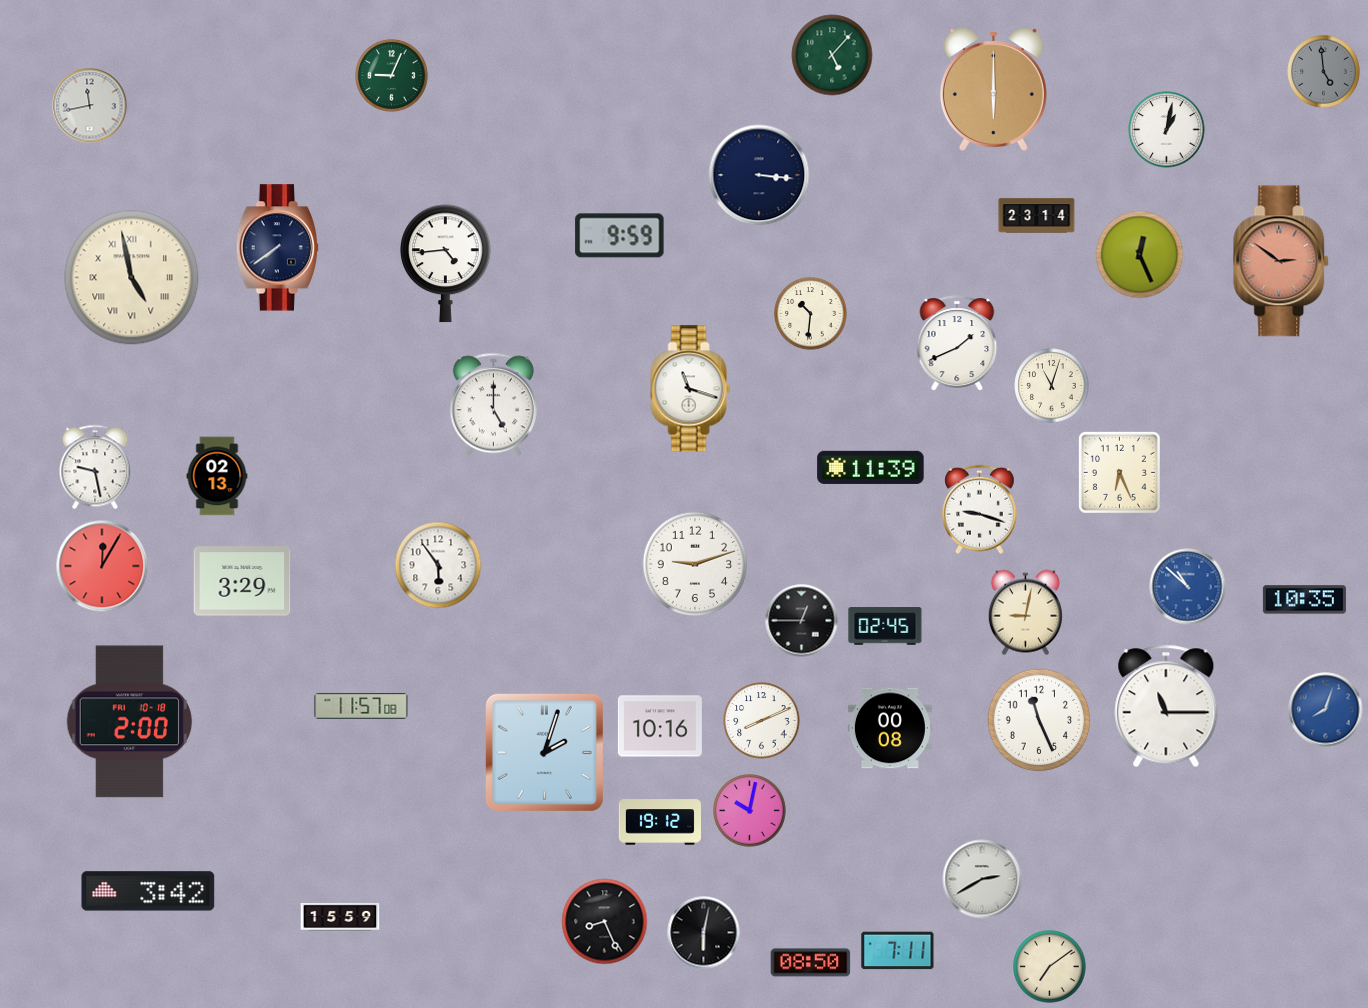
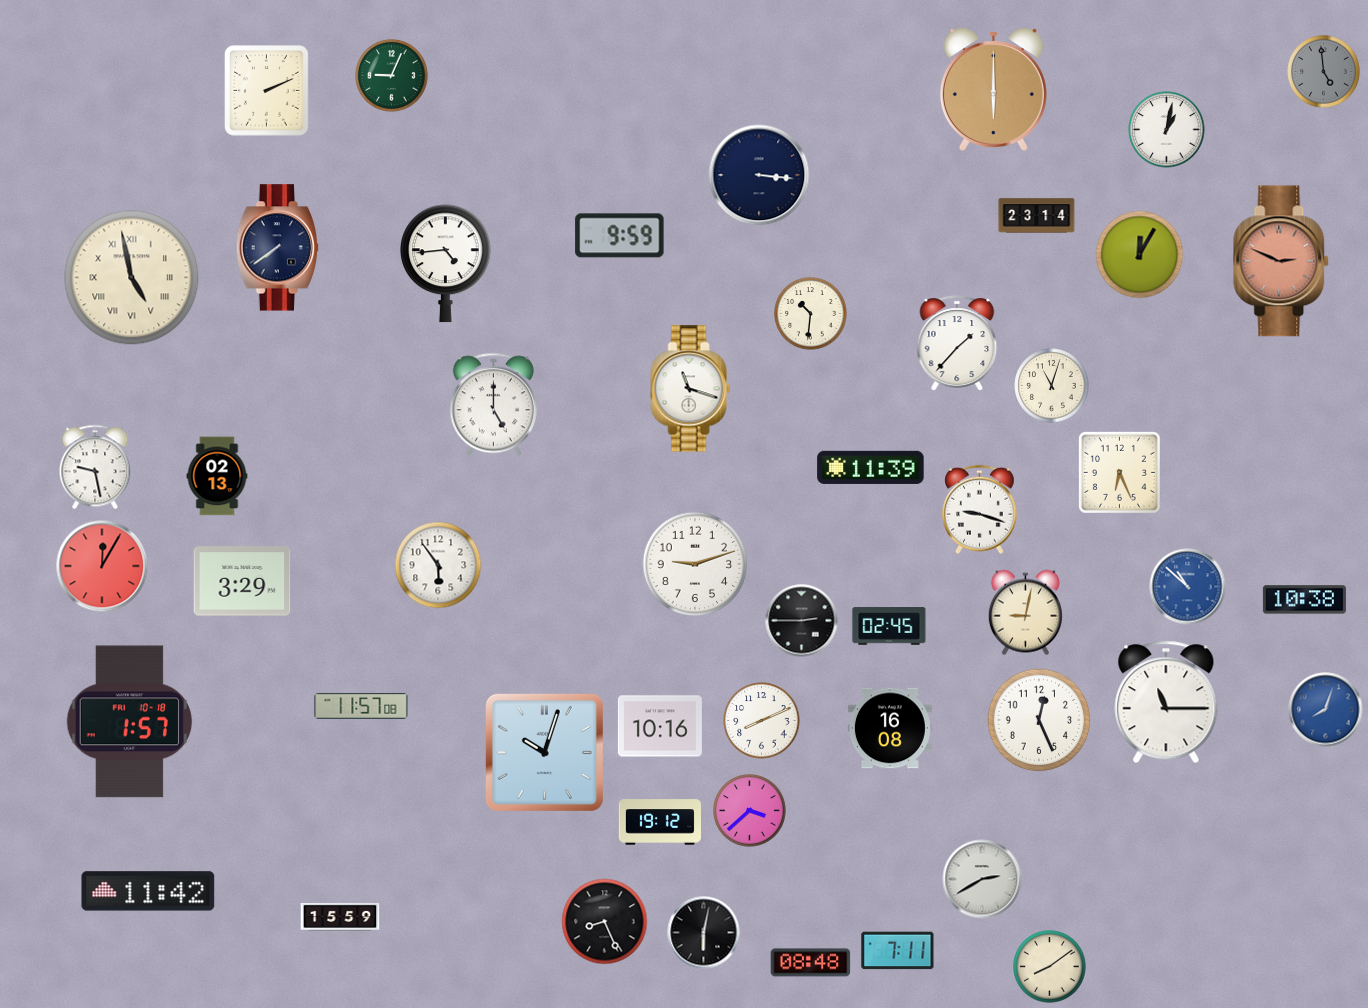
clock at (832, 55): 5:07 -> none
clock at (267, 91): none -> 2:11
clock at (90, 106): 11:43 -> none
clock at (1140, 255): 12:26 -> 12:05
clock at (1282, 261): 2:51 -> 2:49
clock at (957, 343): 1:41 -> 1:37
clock at (1304, 600): 10:35 -> 10:38
clock at (802, 621): 12:45 -> 2:45
clock at (885, 626) position: (885, 626) -> (889, 626)
clock at (1166, 706) position: (1166, 706) -> (1166, 702)
clock at (1039, 720): 11:26 -> 12:26
clock at (130, 722): 2:00 -> 1:57
clock at (890, 728): 00:08 -> 16:08
clock at (544, 752): 2:03 -> 10:03
clock at (750, 811): 10:02 -> 3:38
clock at (148, 891): 3:42 -> 11:42
clock at (811, 963): 08:50 -> 08:48
clock at (1050, 967): 7:09 -> 8:09
